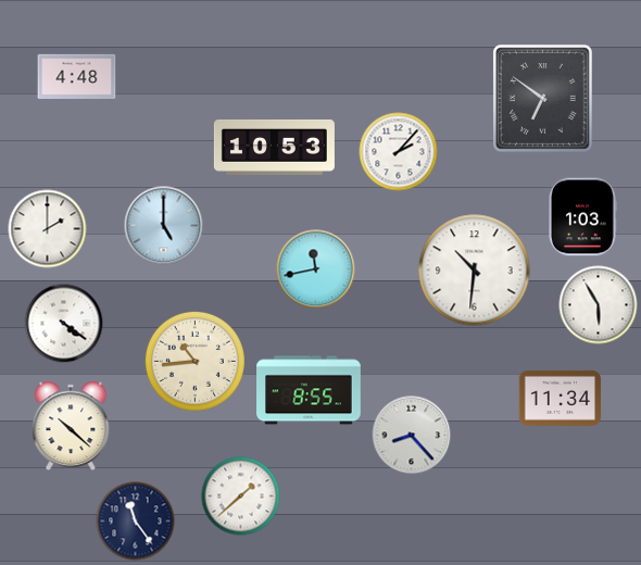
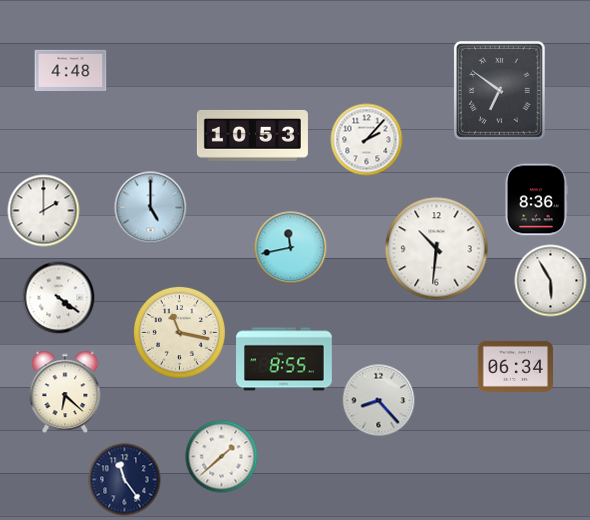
clock at (582, 217): 1:03 -> 8:36
clock at (194, 361): 10:44 -> 11:17
clock at (560, 398): 11:34 -> 06:34
clock at (71, 426): 10:22 -> 6:22
